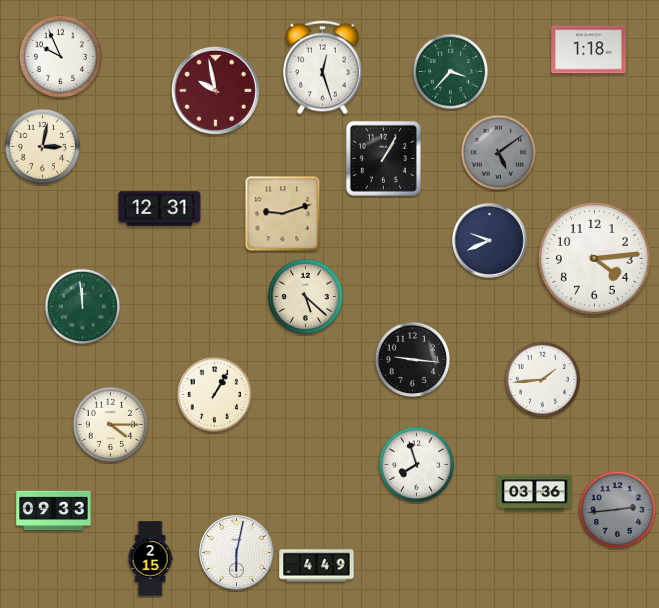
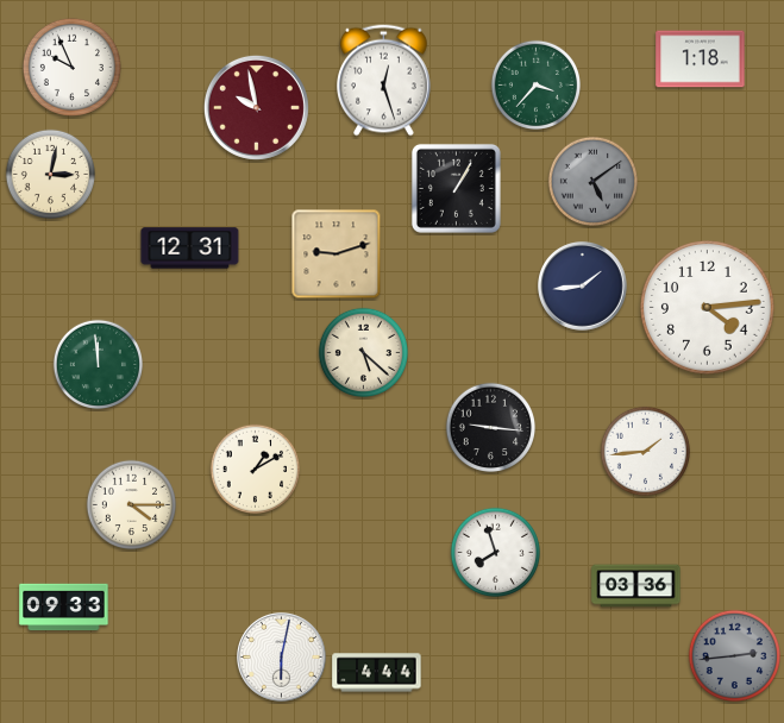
clock at (490, 241): 9:41 -> 1:44
clock at (214, 394): 1:05 -> 1:10
clock at (617, 509) position: (617, 509) -> (734, 655)
clock at (150, 559): 2:15 -> none
clock at (317, 566): 4:49 -> 4:44
